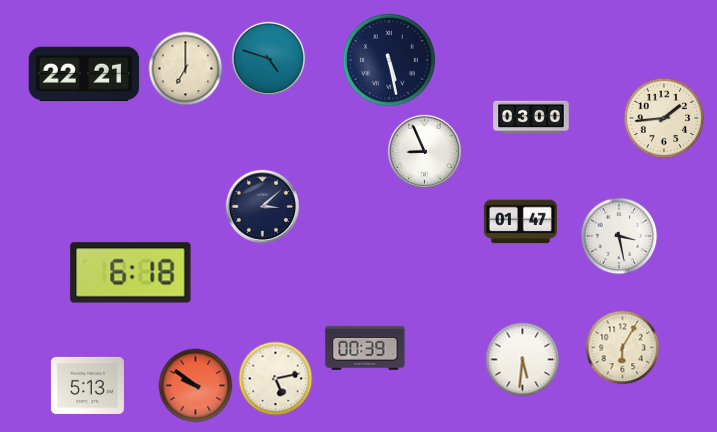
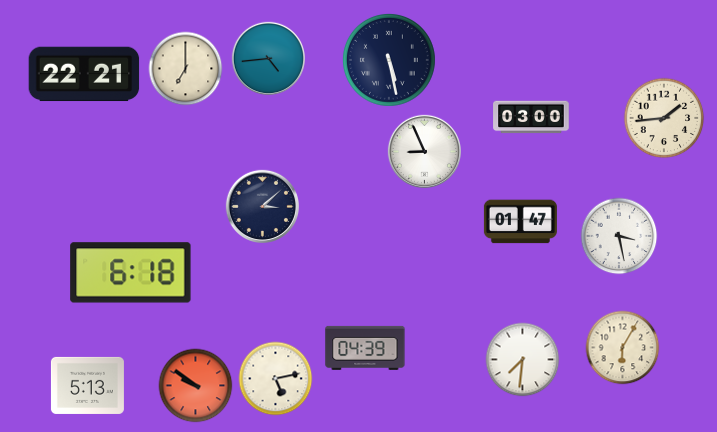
clock at (268, 58): 4:48 -> 4:44
clock at (365, 348): 00:39 -> 04:39
clock at (523, 360): 5:31 -> 7:31
